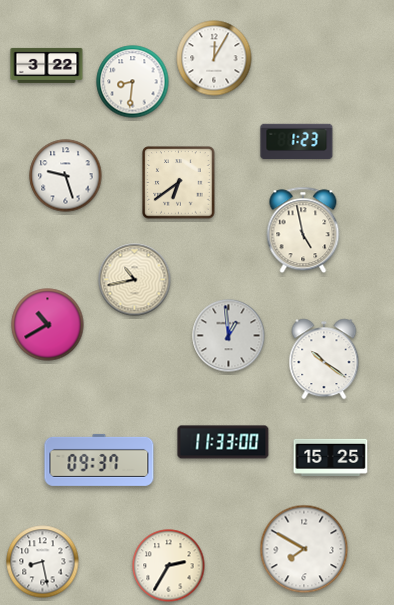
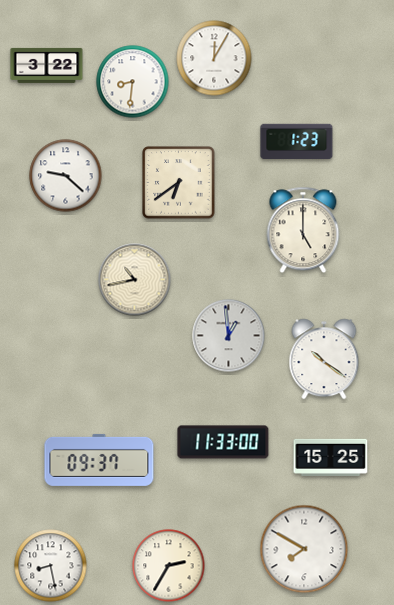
clock at (66, 176): 9:27 -> 9:22
clock at (303, 230): 4:58 -> 5:00
clock at (48, 325): 10:40 -> none
clock at (43, 562) position: (43, 562) -> (51, 566)
